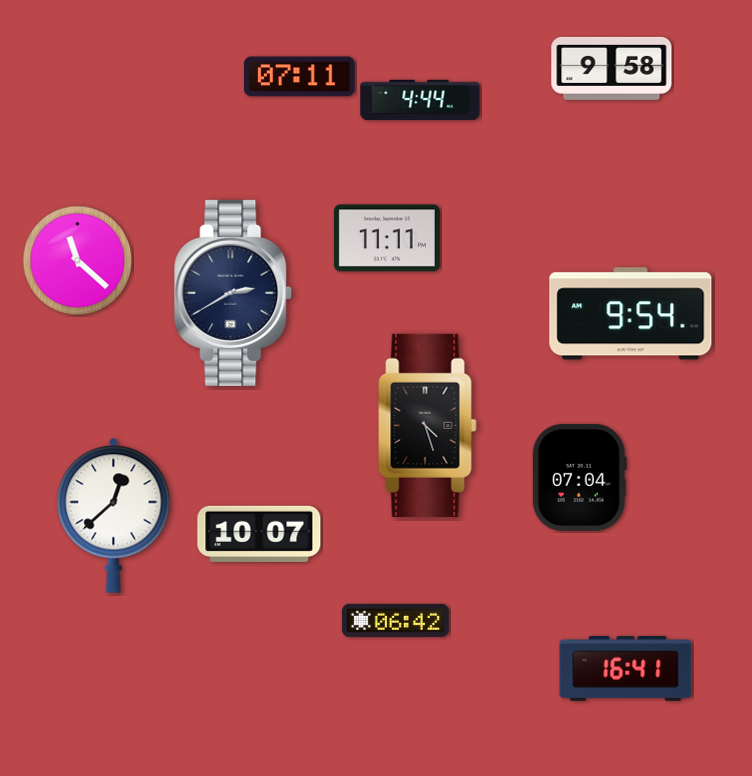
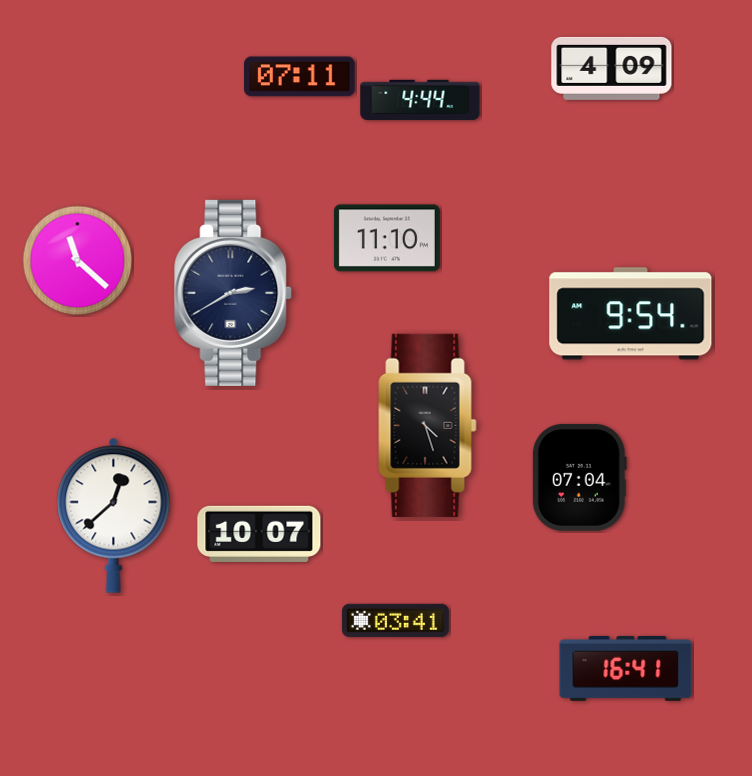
clock at (612, 68): 9:58 -> 4:09
clock at (387, 238): 11:11 -> 11:10
clock at (395, 620): 06:42 -> 03:41
